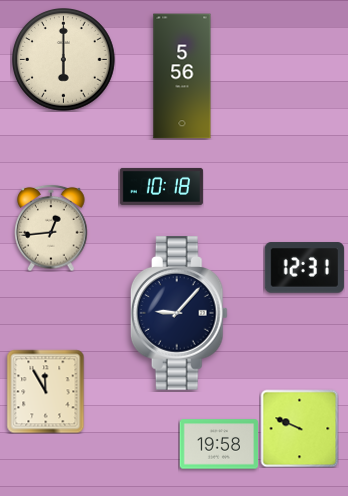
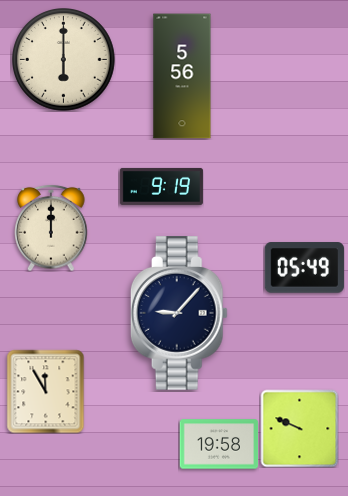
clock at (161, 186): 10:18 -> 9:19
clock at (51, 228): 12:44 -> 12:00
clock at (304, 268): 12:31 -> 05:49
